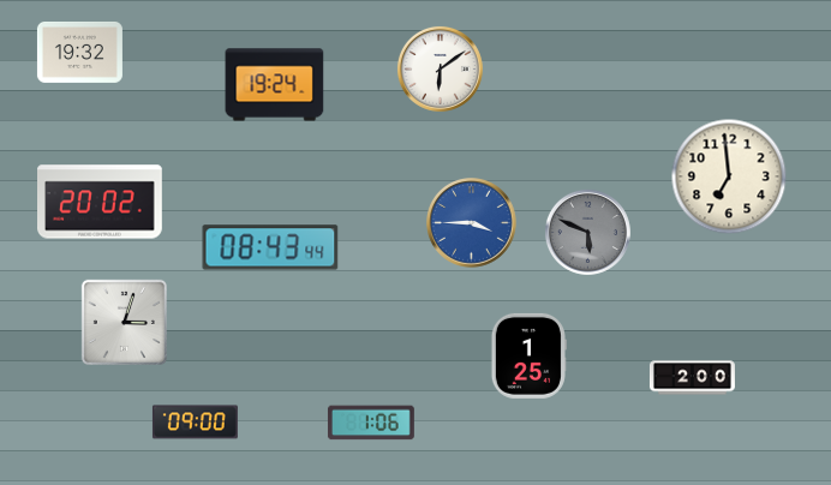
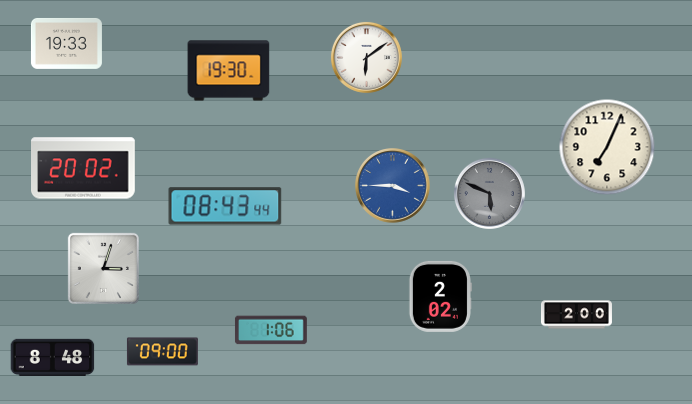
clock at (79, 52): 19:32 -> 19:33
clock at (275, 85): 19:24 -> 19:30
clock at (729, 176): 6:59 -> 7:04
clock at (528, 355): 1:25 -> 2:02
clock at (371, 423) position: (371, 423) -> (271, 330)
clock at (53, 357): none -> 8:48
